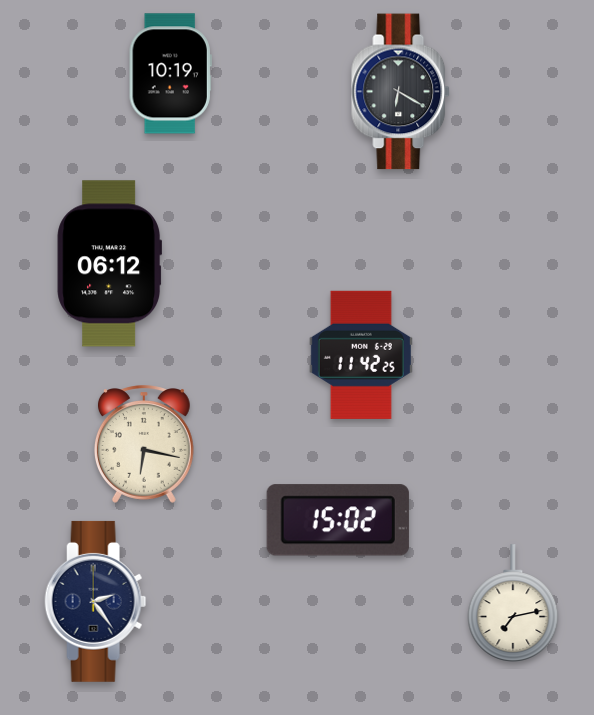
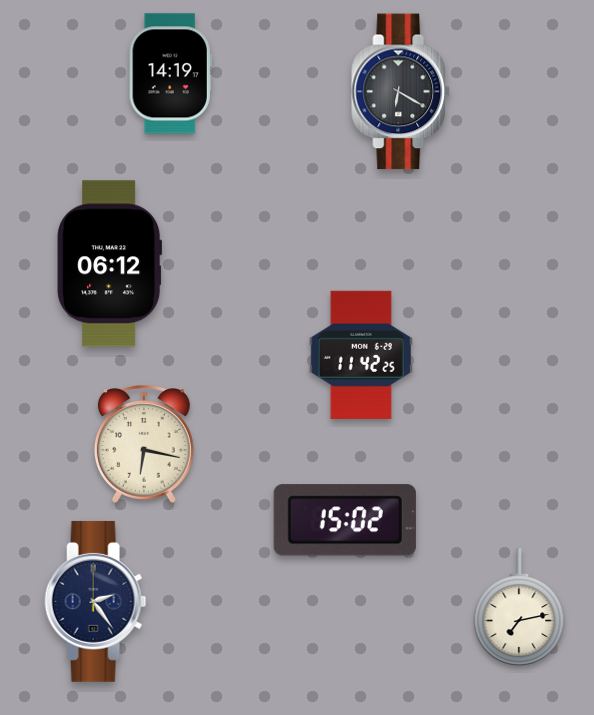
clock at (170, 74): 10:19 -> 14:19
clock at (338, 520) position: (338, 520) -> (345, 520)
clock at (513, 603) position: (513, 603) -> (519, 607)
